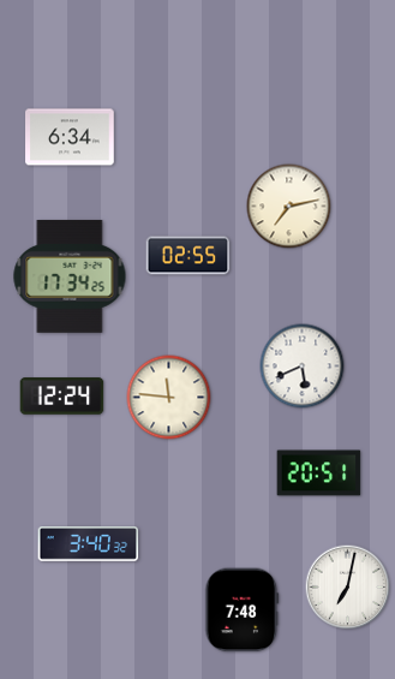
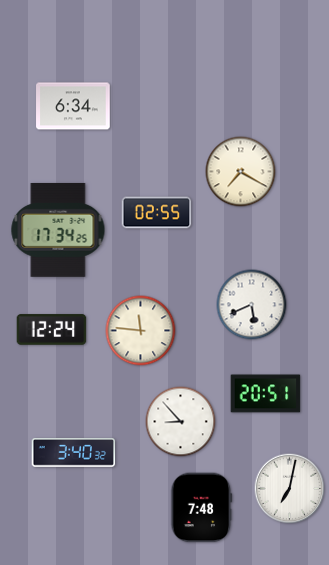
clock at (70, 137) position: (70, 137) -> (73, 106)
clock at (289, 207): 7:13 -> 7:20
clock at (181, 422): none -> 8:53
